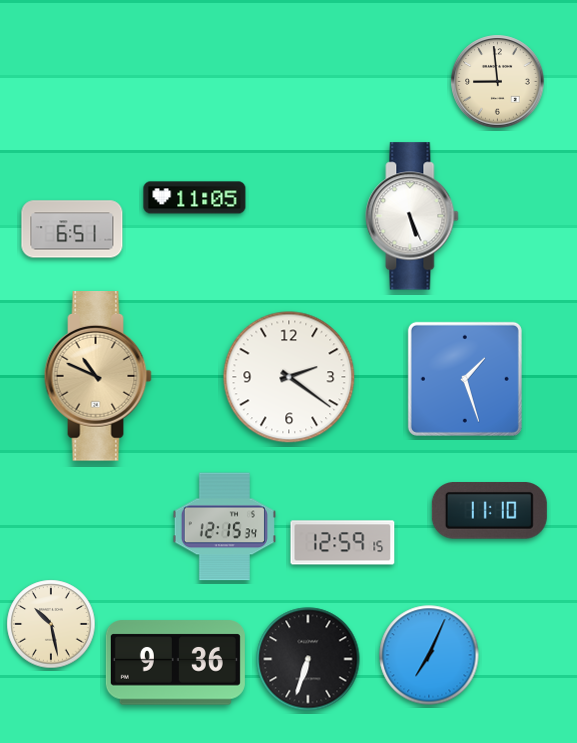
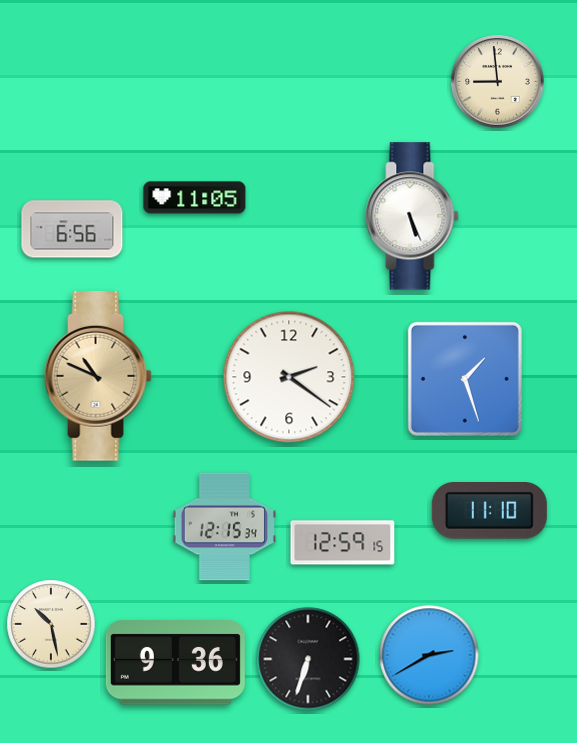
clock at (72, 229): 6:51 -> 6:56
clock at (429, 655): 7:04 -> 2:40
